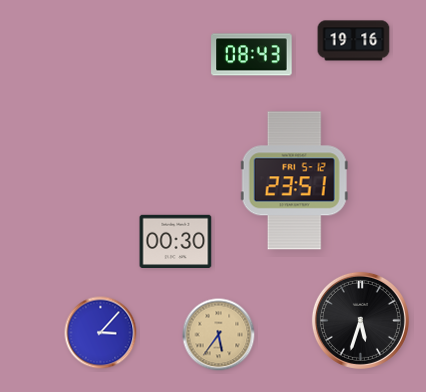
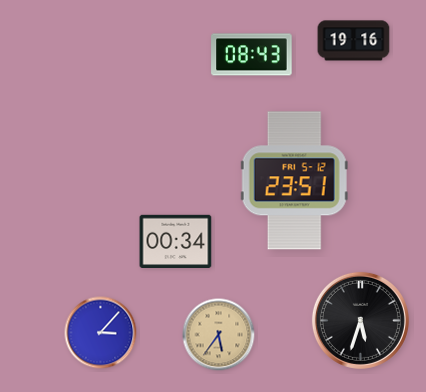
clock at (176, 241): 00:30 -> 00:34
